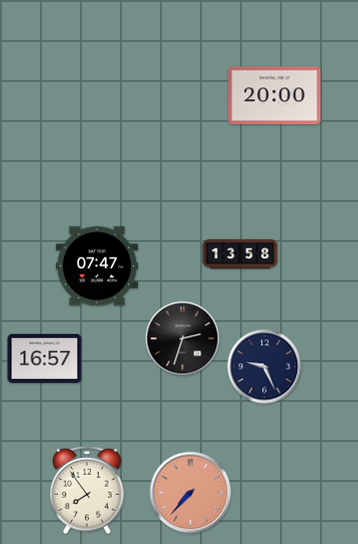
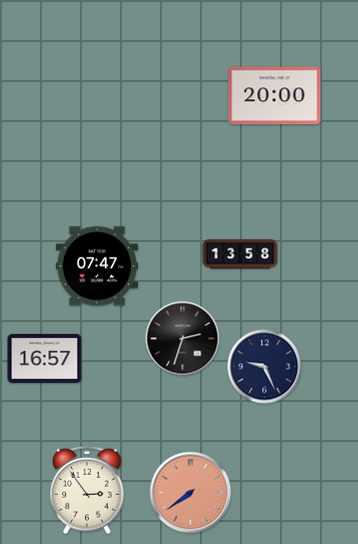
clock at (88, 490): 7:54 -> 2:54
clock at (191, 493): 7:37 -> 7:39
